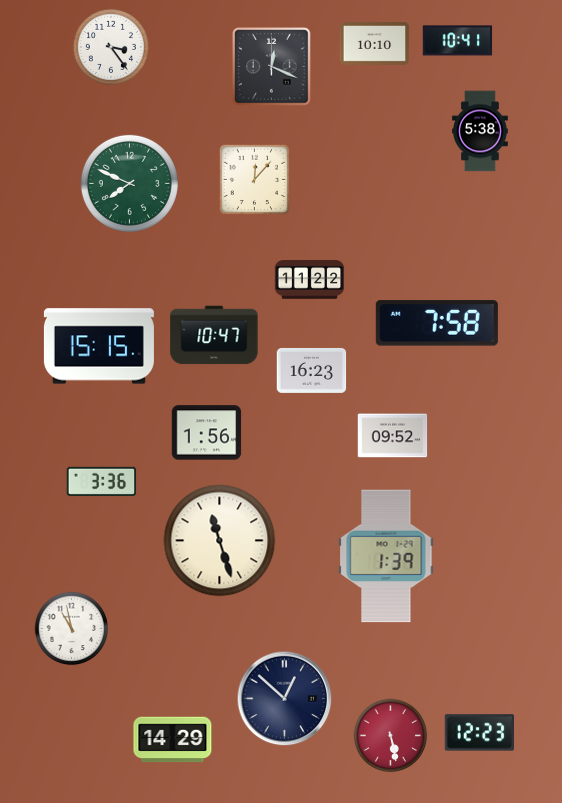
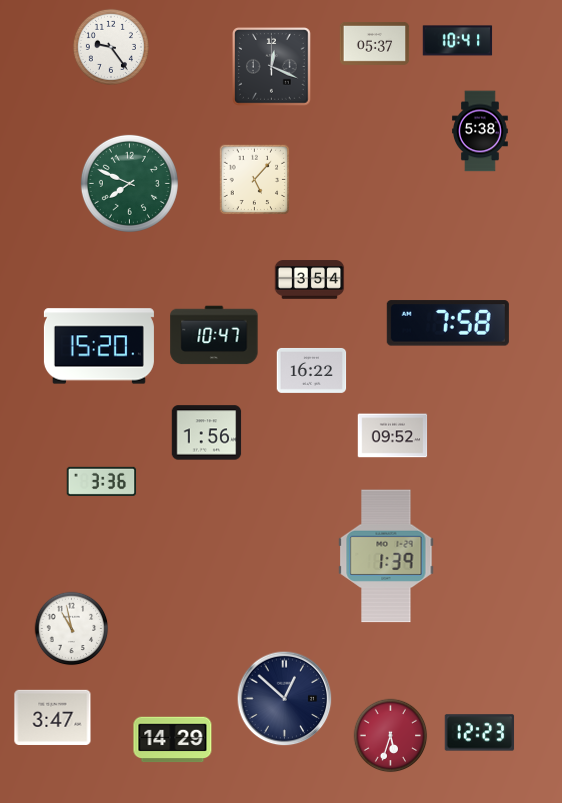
clock at (375, 44): 10:10 -> 05:37
clock at (111, 47): 3:24 -> 9:24
clock at (255, 180): 12:07 -> 5:07
clock at (310, 280): 11:22 -> 3:54
clock at (437, 323) position: (437, 323) -> (448, 323)
clock at (99, 346): 15:15 -> 15:20
clock at (312, 370): 16:23 -> 16:22
clock at (220, 541): 11:27 -> none
clock at (53, 717): none -> 3:47
clock at (391, 736): 5:28 -> 5:33
